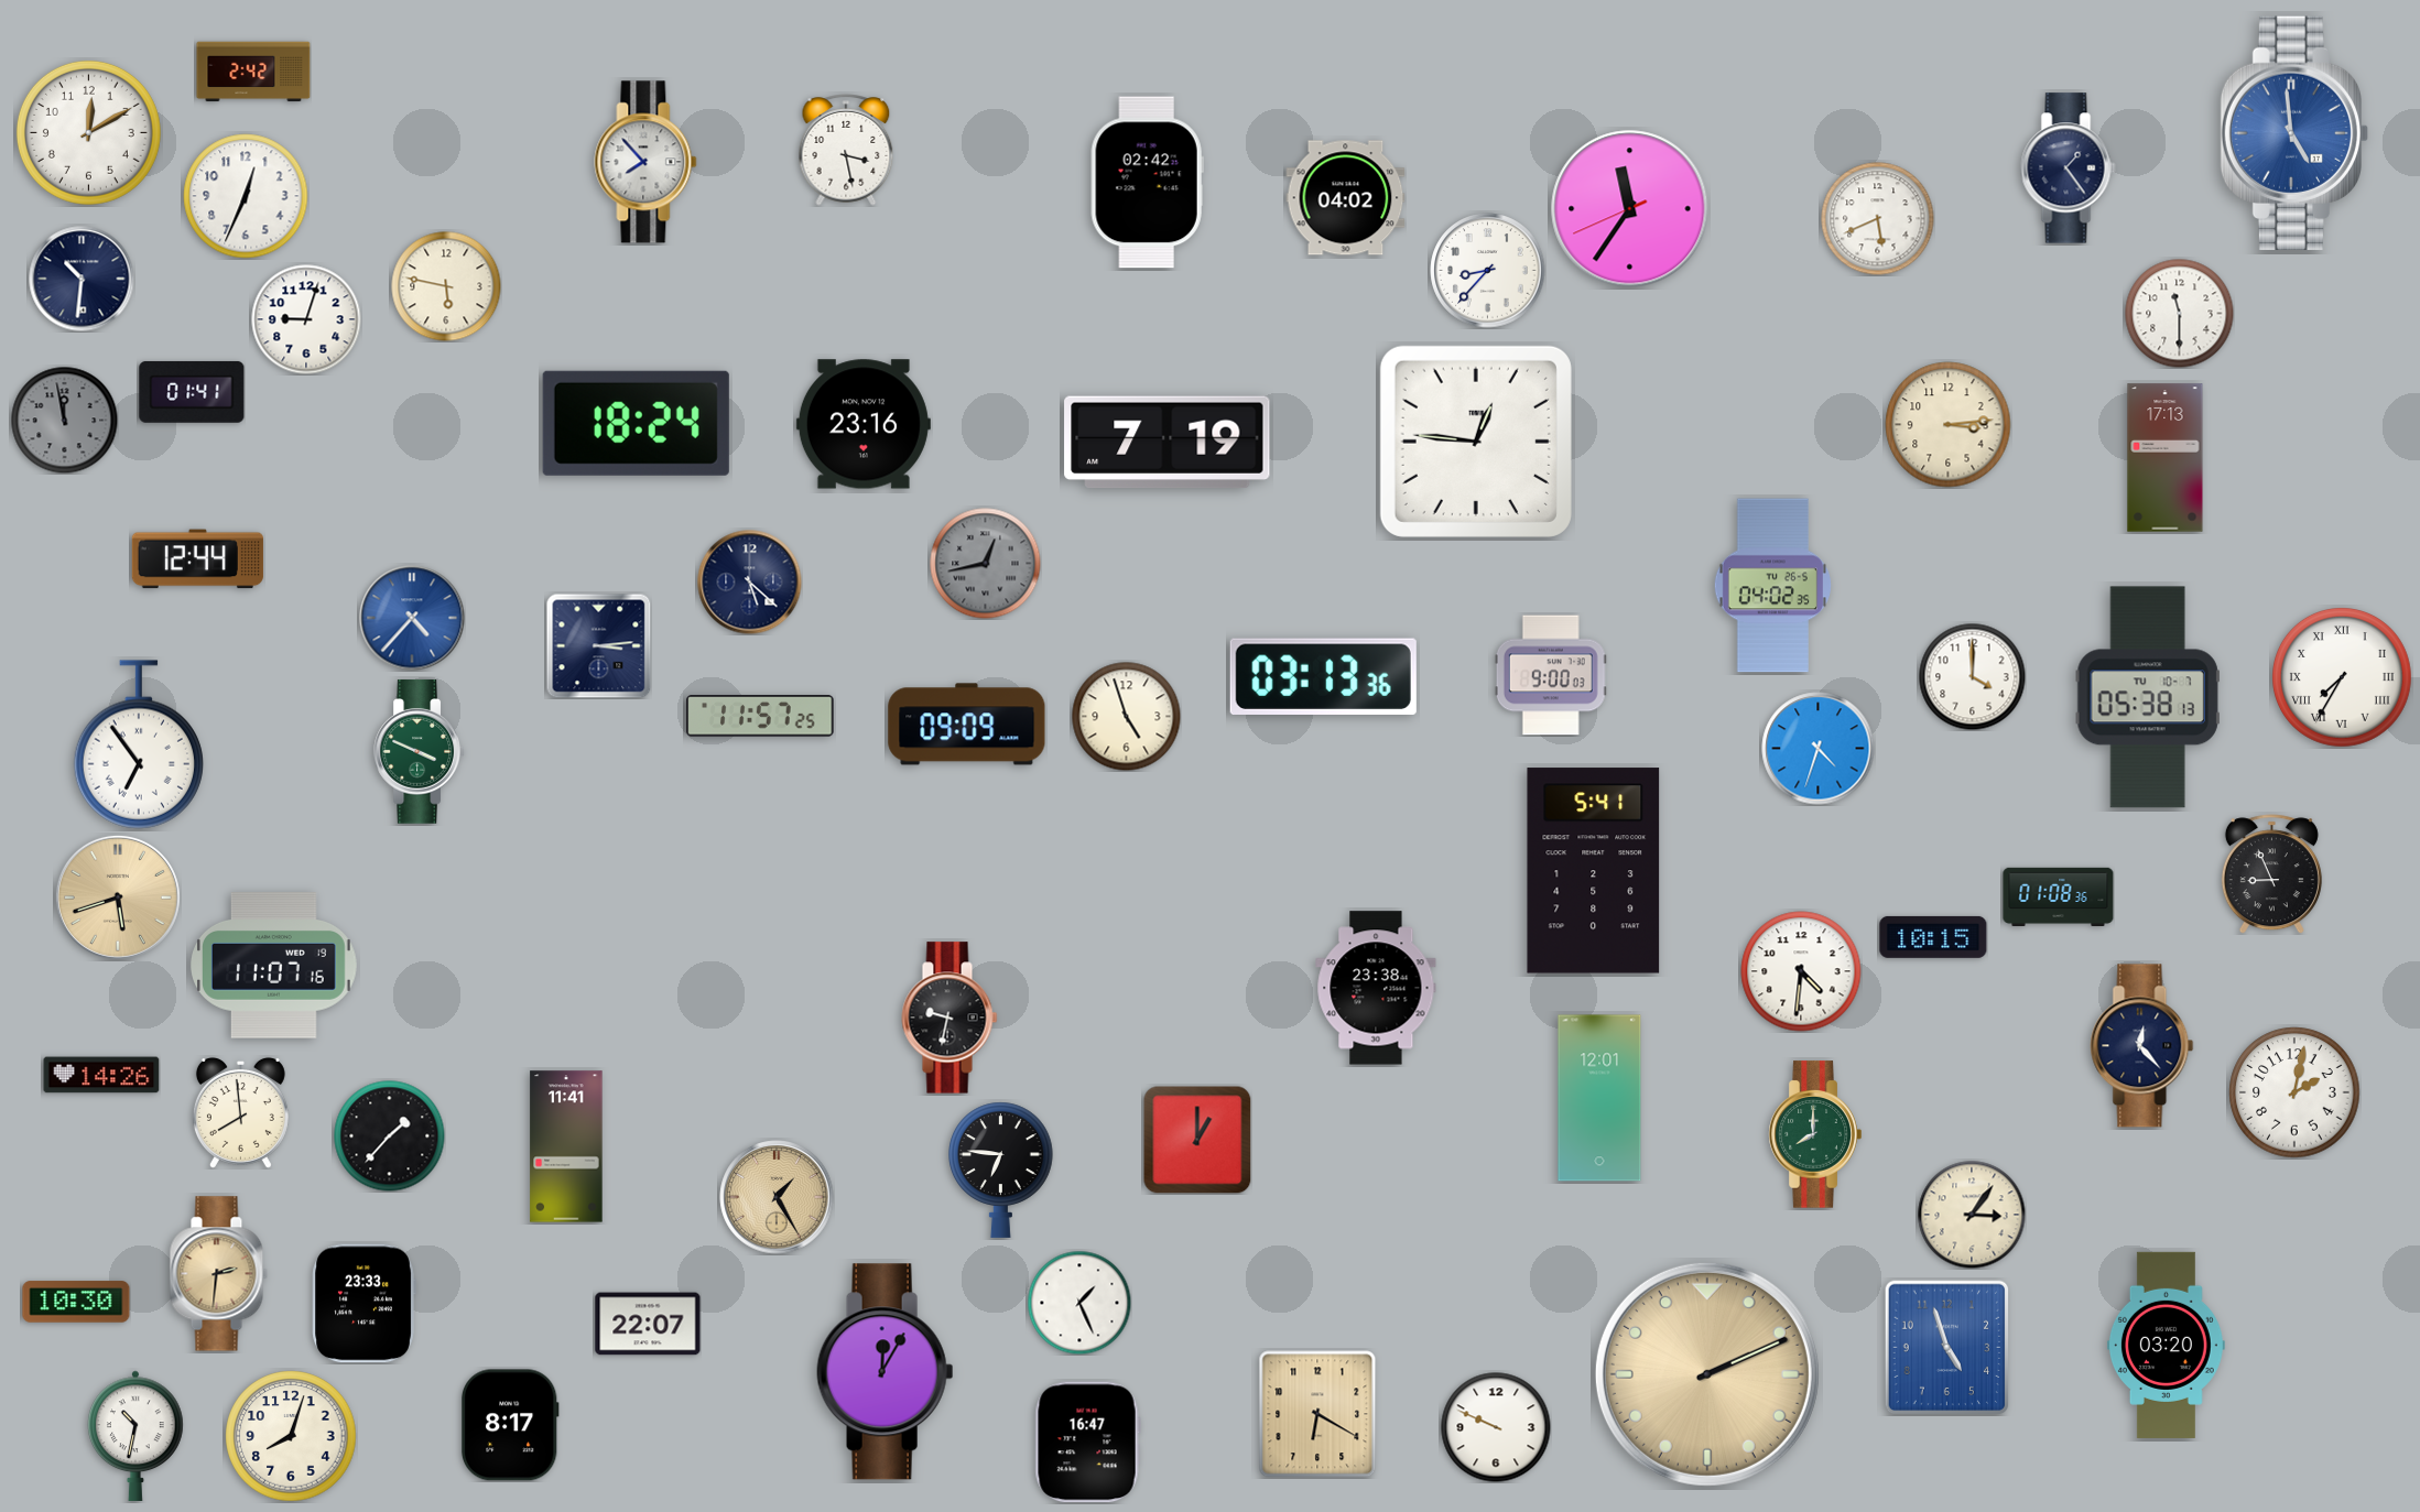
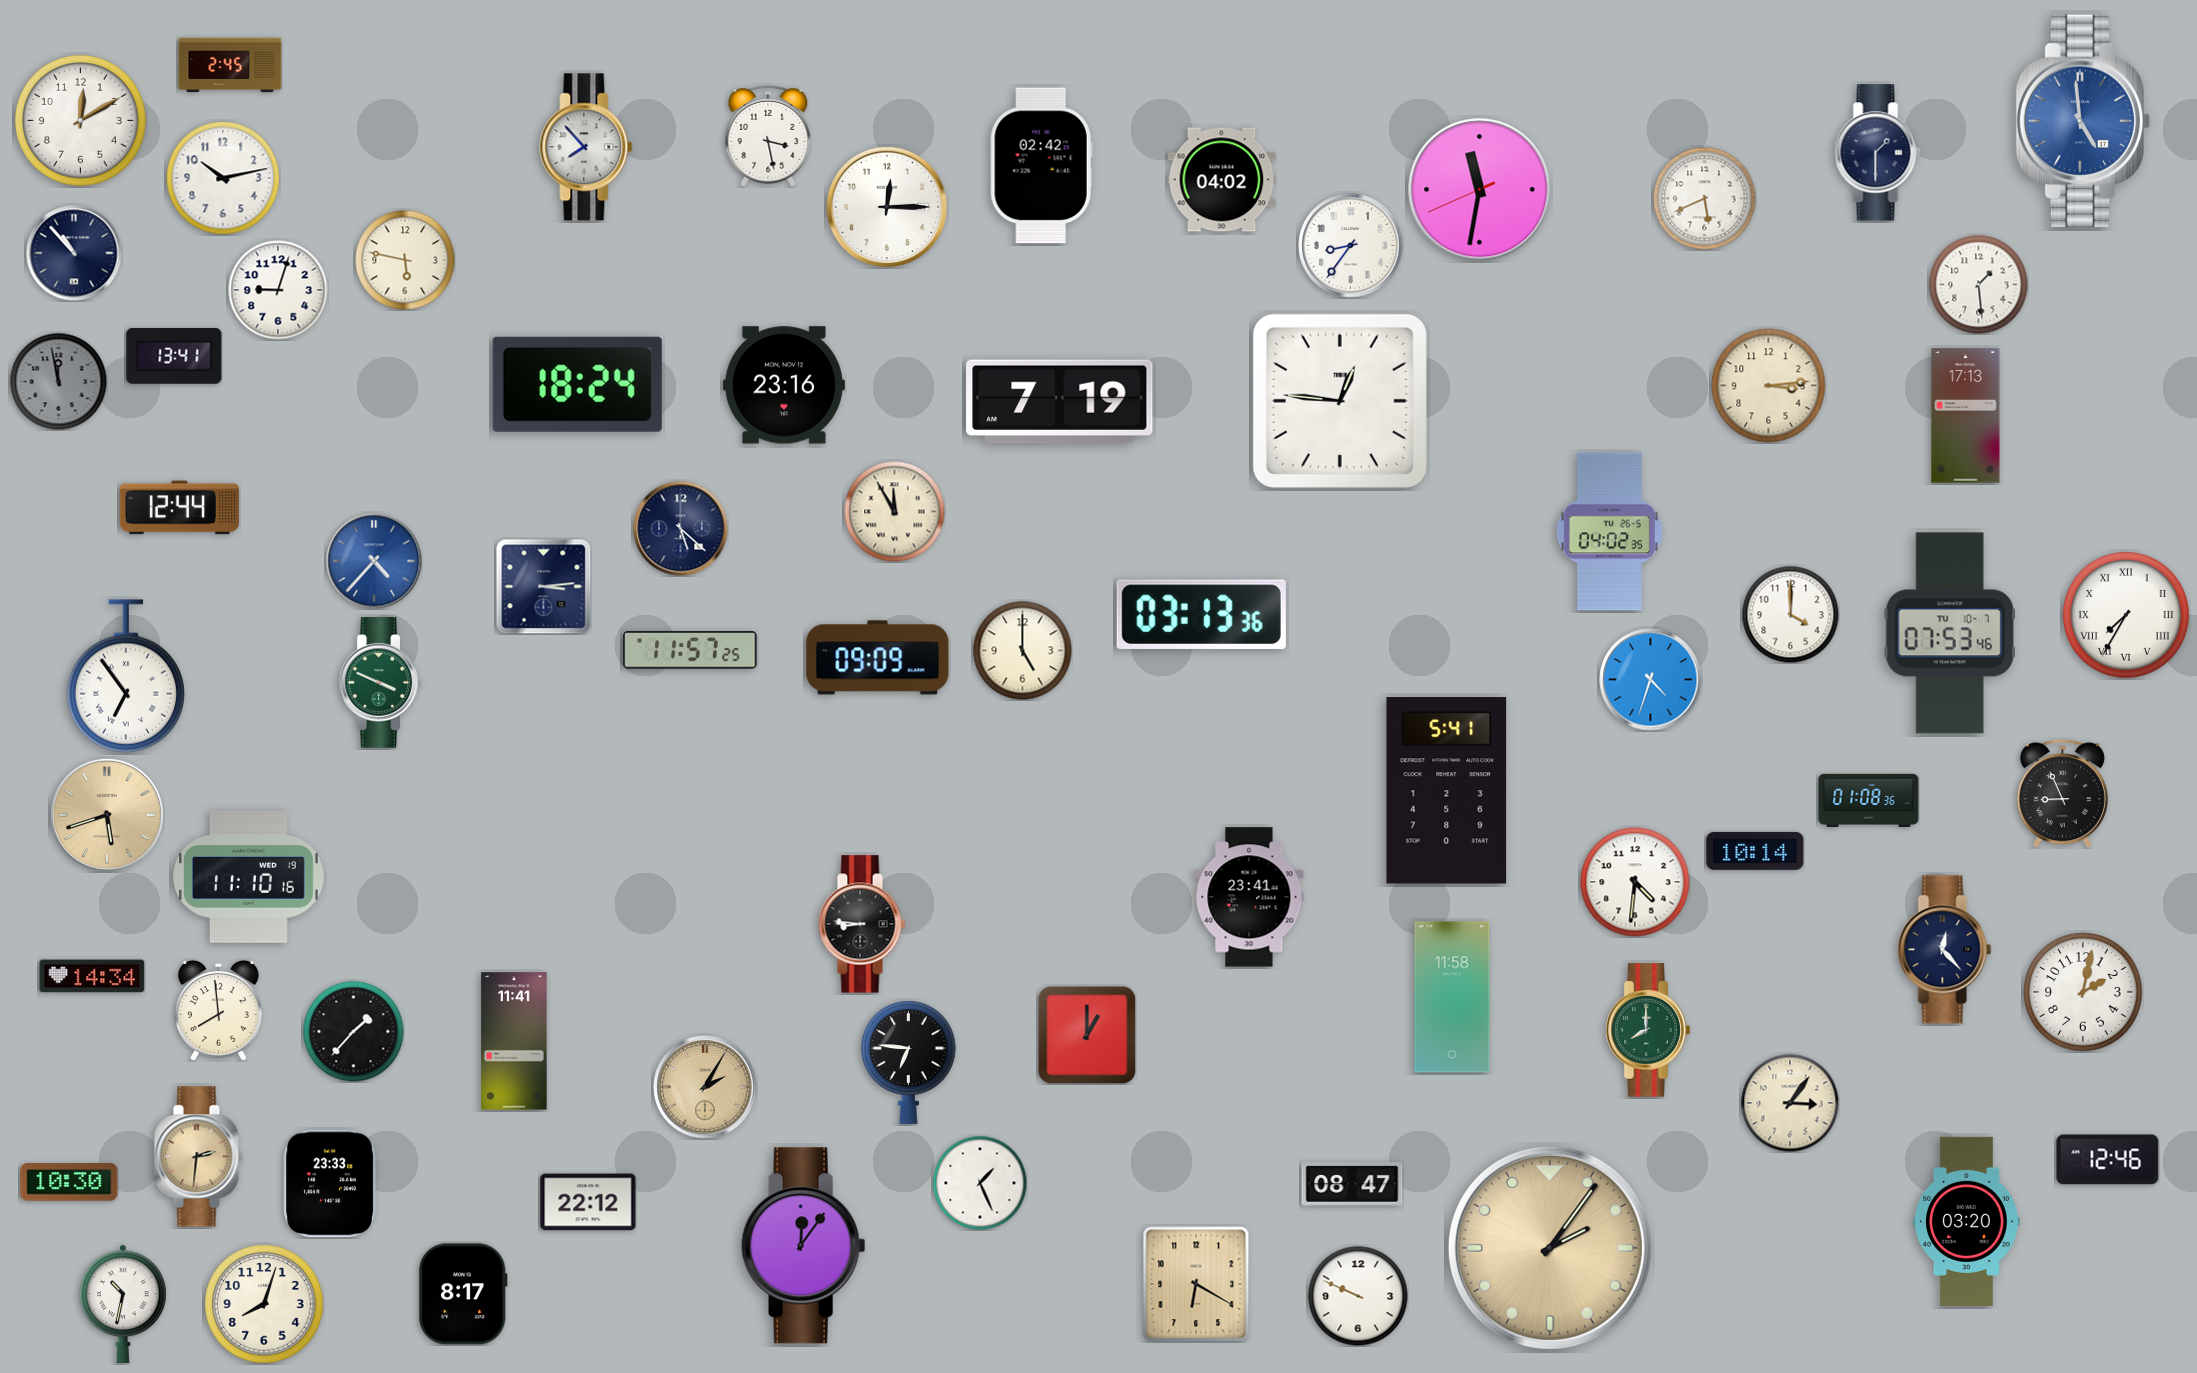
clock at (253, 72): 2:42 -> 2:45
clock at (2069, 168): 1:24 -> 1:30
clock at (246, 196): 12:34 -> 10:13
clock at (1630, 209): 11:35 -> 11:31
clock at (886, 206): none -> 12:15
clock at (1488, 271): 8:37 -> 8:36
clock at (82, 279): 10:31 -> 10:53
clock at (2180, 314): 11:30 -> 1:29
clock at (192, 392): 01:41 -> 13:41
clock at (986, 564): 12:43 -> 11:55
clock at (986, 564) dial: grey -> cream
clock at (1551, 675): 9:00 -> none
clock at (2148, 697): 05:38 -> 07:53
clock at (1127, 717): 4:57 -> 5:00
clock at (2059, 896) position: (2059, 896) -> (1869, 800)
clock at (1933, 937): 10:15 -> 10:14
clock at (274, 966): 11:07 -> 11:10
clock at (1376, 988): 23:38 -> 23:41
clock at (949, 1018): 9:32 -> 8:46
clock at (101, 1075): 14:26 -> 14:34
clock at (1599, 1098): 12:01 -> 11:58
clock at (777, 1197): 1:25 -> 2:05
clock at (2108, 1160): none -> 12:46
clock at (1352, 1184): none -> 08:47
clock at (648, 1324): 22:07 -> 22:12
clock at (1947, 1348): 4:57 -> none
clock at (886, 1372): 12:05 -> 12:06
clock at (1707, 1374): 2:11 -> 2:06
clock at (1087, 1443): 16:47 -> none
